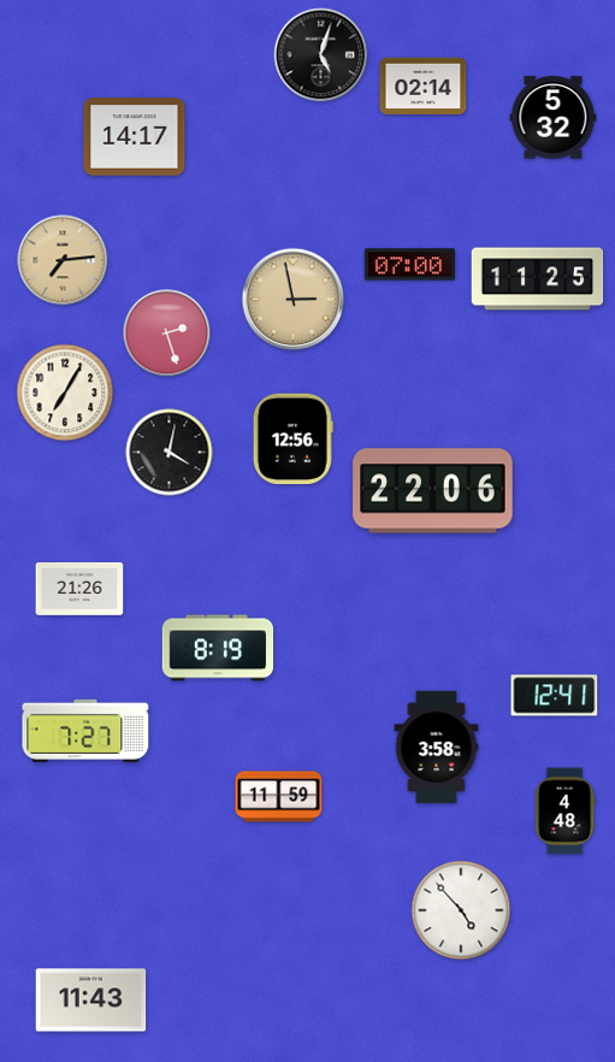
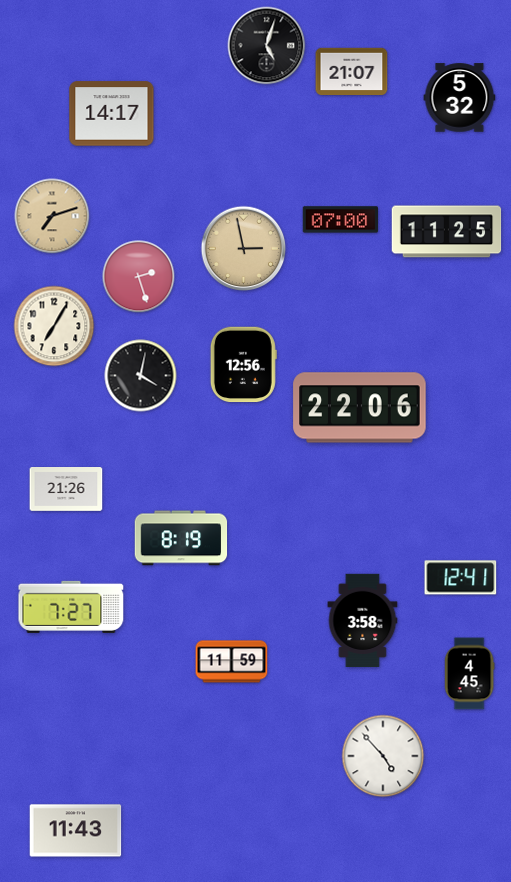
clock at (424, 87): 02:14 -> 21:07
clock at (63, 260): 7:14 -> 7:12
clock at (564, 812): 4:48 -> 4:45
